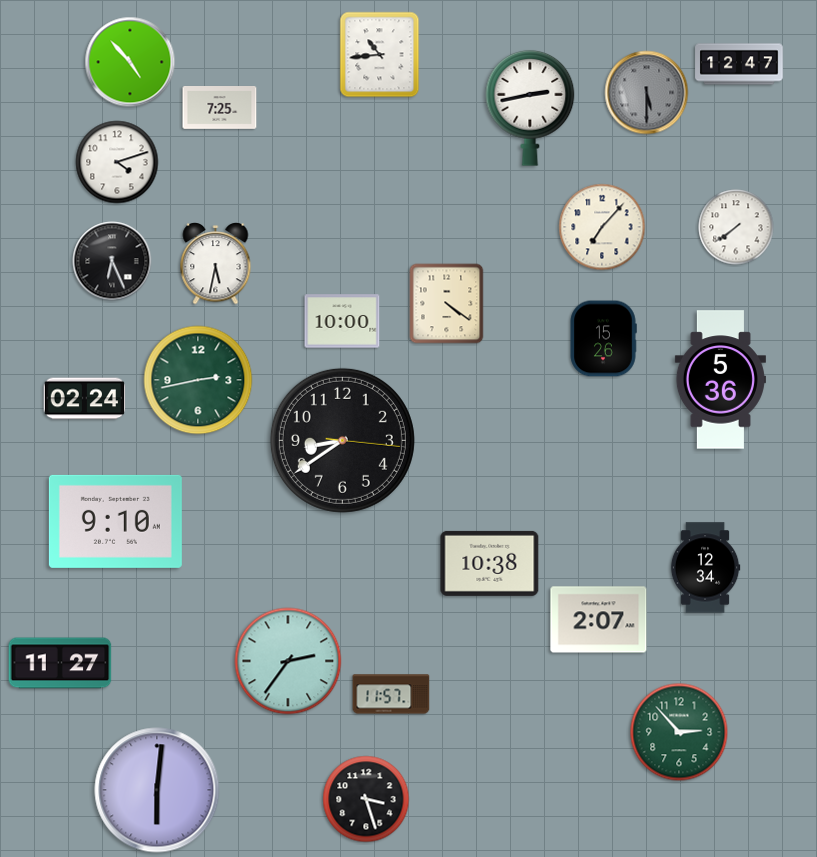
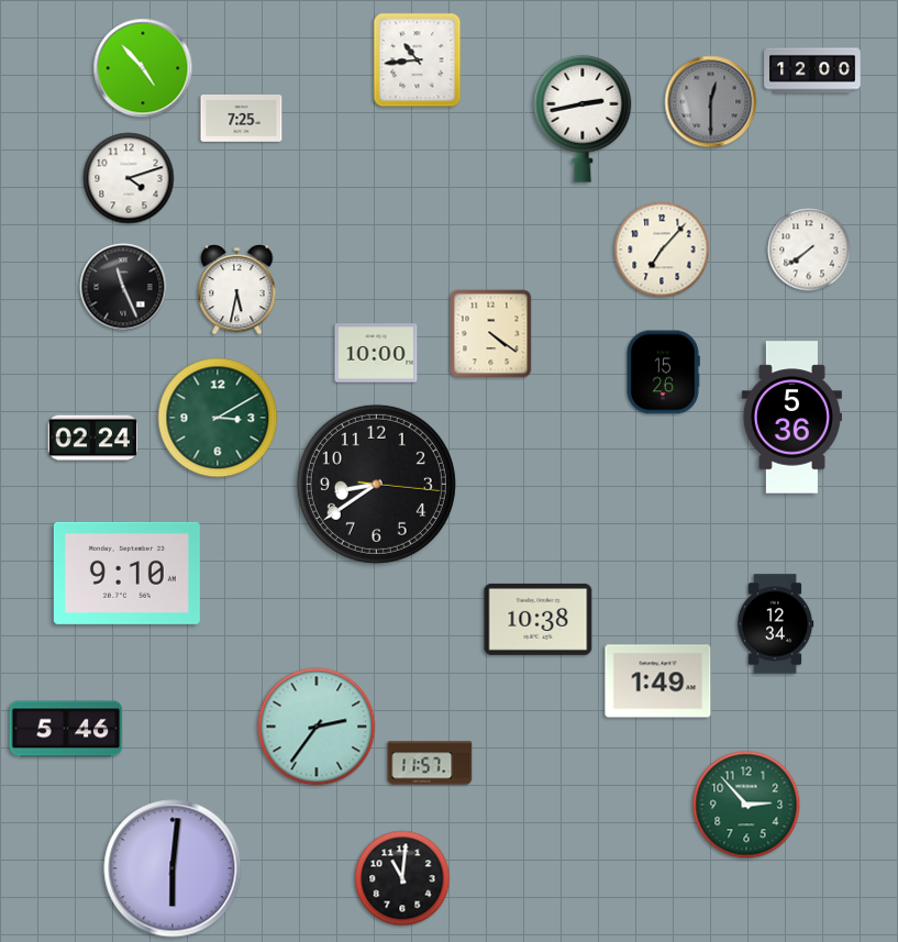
clock at (739, 64): 12:47 -> 12:00
clock at (647, 93): 5:30 -> 12:30
clock at (112, 261): 6:26 -> 11:26
clock at (198, 380): 2:43 -> 3:10
clock at (599, 620): 2:07 -> 1:49
clock at (60, 663): 11:27 -> 5:46
clock at (366, 799): 3:27 -> 11:01
